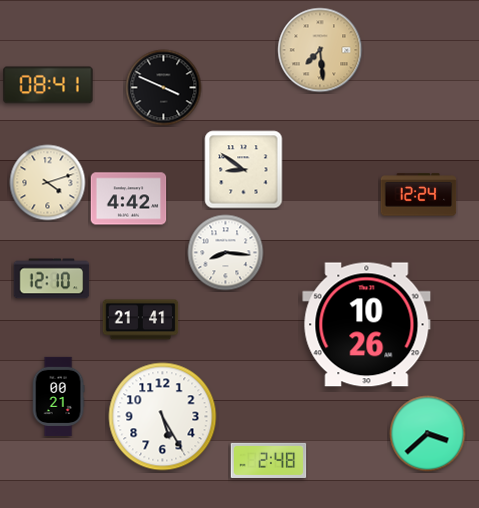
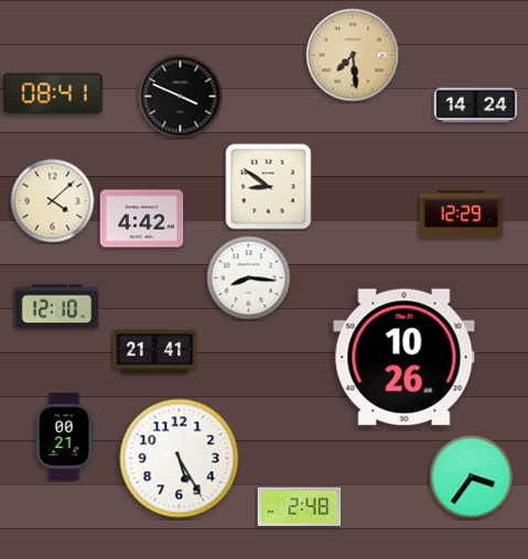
clock at (476, 106): none -> 14:24
clock at (48, 183): 4:12 -> 4:08
clock at (419, 195): 12:24 -> 12:29
clock at (428, 434): 3:38 -> 3:36
clock at (269, 460) position: (269, 460) -> (300, 506)
